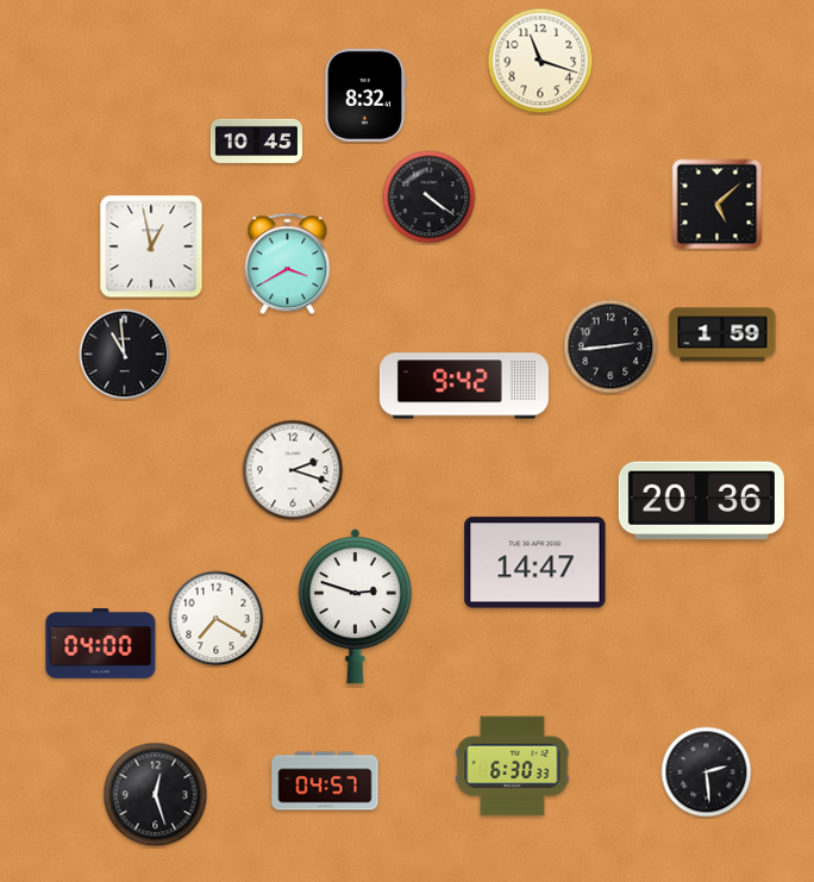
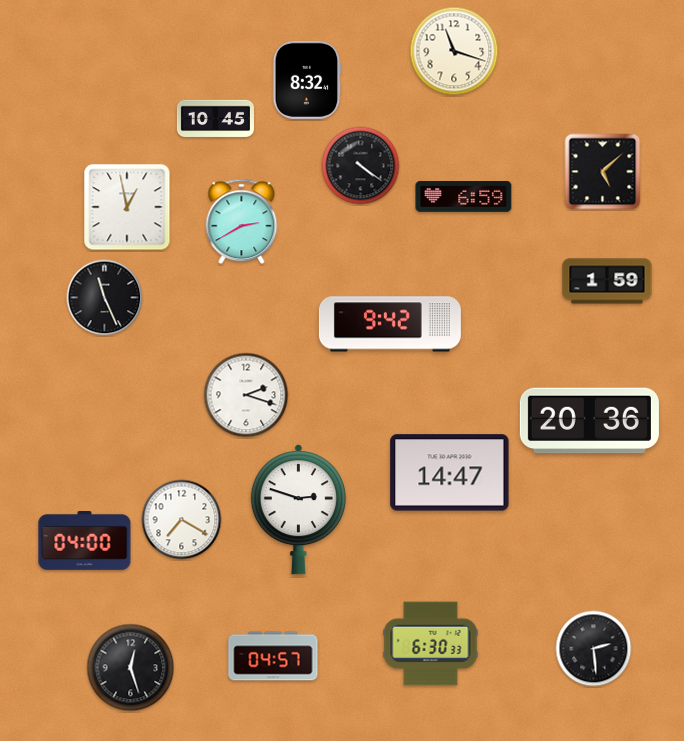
clock at (464, 197): none -> 6:59
clock at (288, 264): 3:40 -> 2:40
clock at (610, 346): 2:44 -> none
clock at (125, 355): 10:59 -> 11:26
